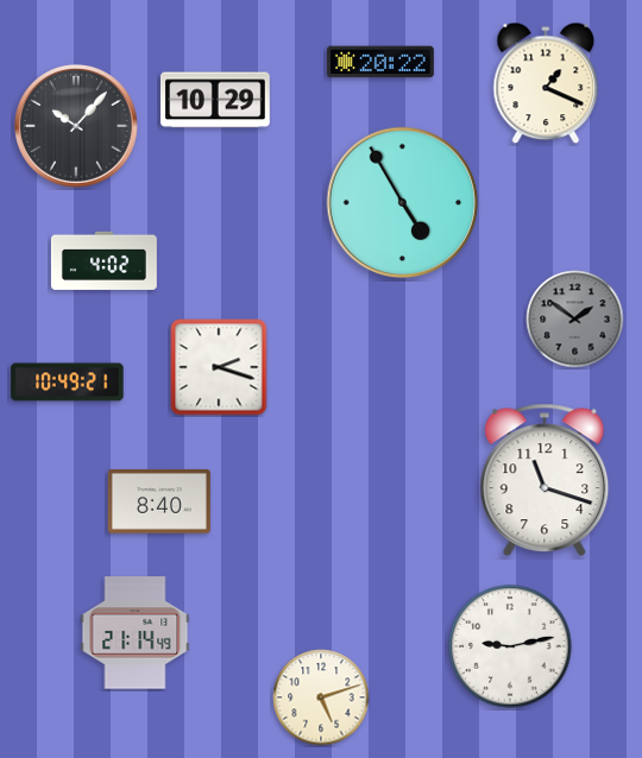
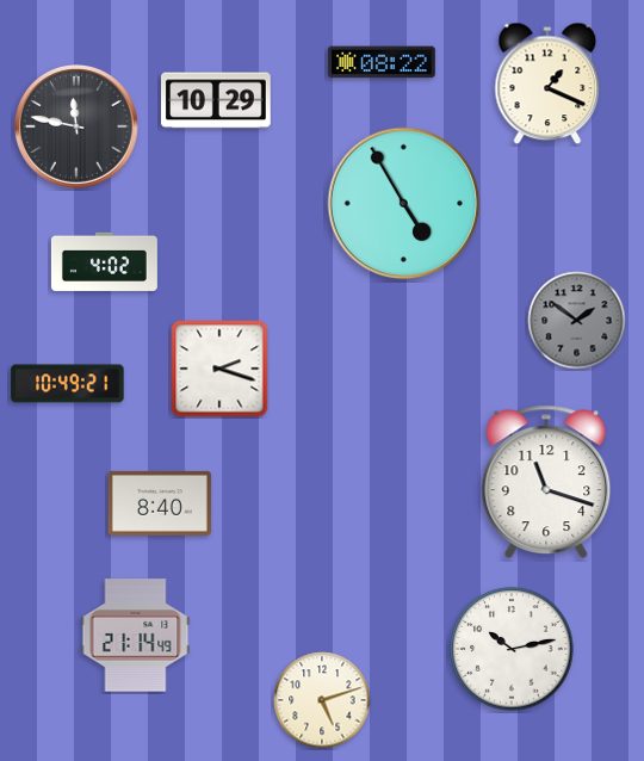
clock at (380, 62): 20:22 -> 08:22
clock at (76, 126): 10:07 -> 11:47
clock at (510, 646): 9:13 -> 10:13
